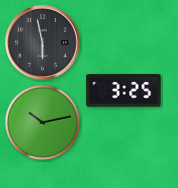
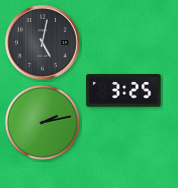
clock at (43, 43): 5:58 -> 5:02
clock at (42, 122): 10:13 -> 2:13
